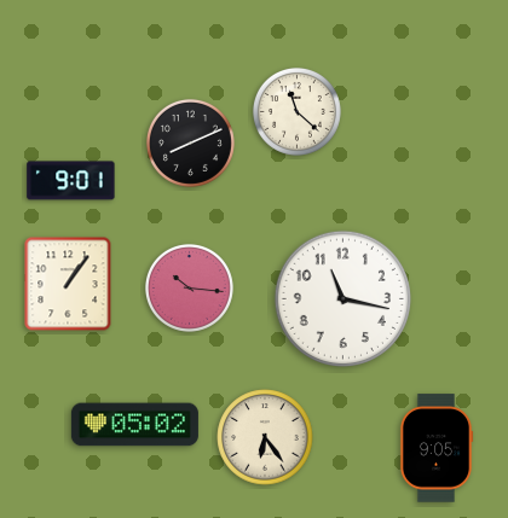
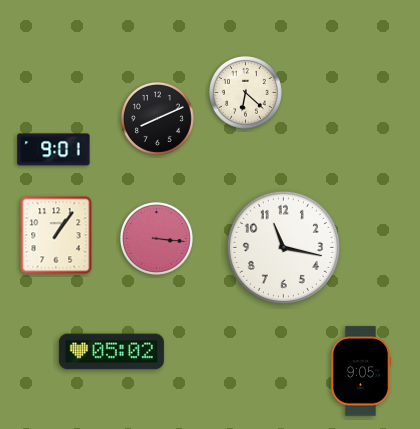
clock at (296, 111): 11:22 -> 6:22
clock at (71, 181) position: (71, 181) -> (54, 150)
clock at (189, 287): 10:16 -> 3:16
clock at (265, 437): 6:24 -> none
